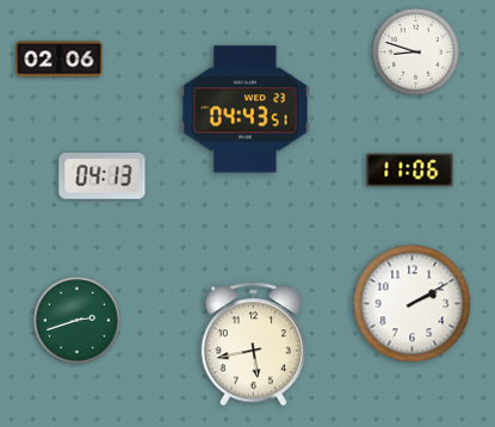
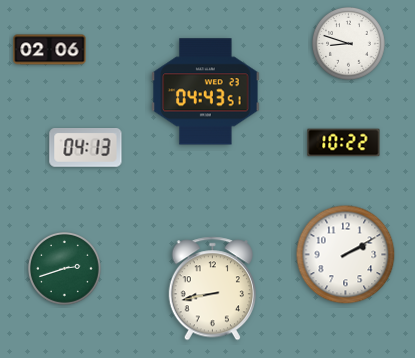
clock at (410, 171): 11:06 -> 10:22
clock at (253, 345): 5:43 -> 8:43
